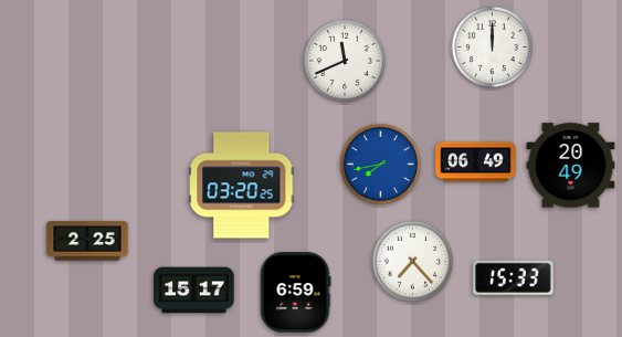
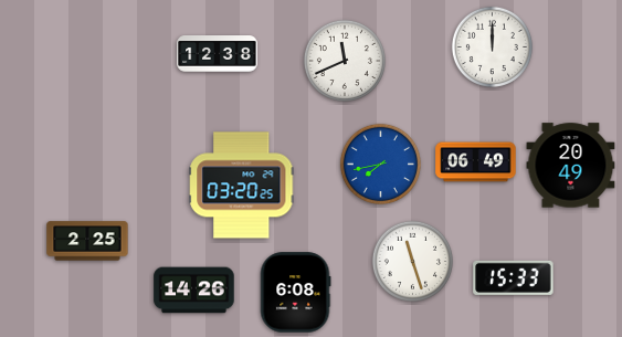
clock at (218, 54): none -> 12:38
clock at (412, 261): 7:23 -> 11:27
clock at (194, 291): 15:17 -> 14:26
clock at (295, 293): 6:59 -> 6:08
